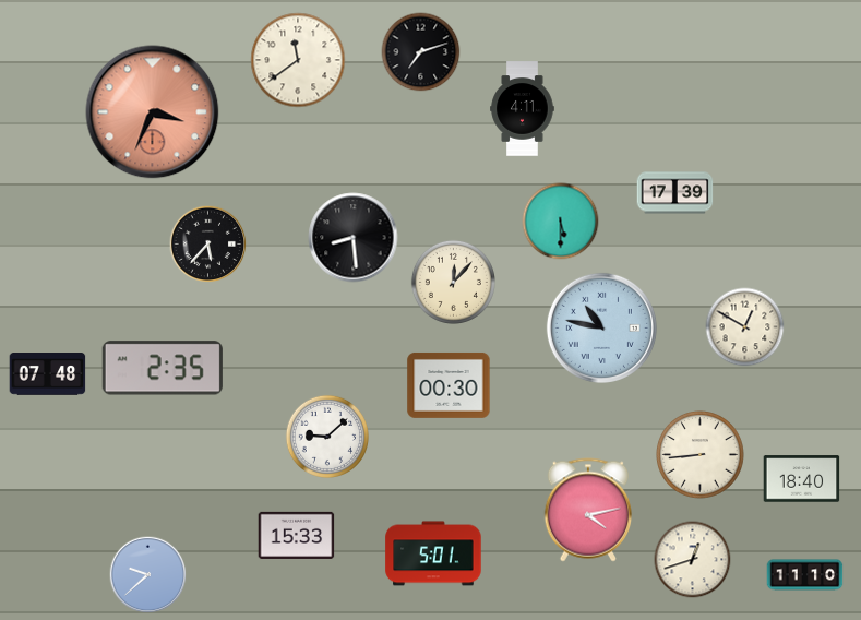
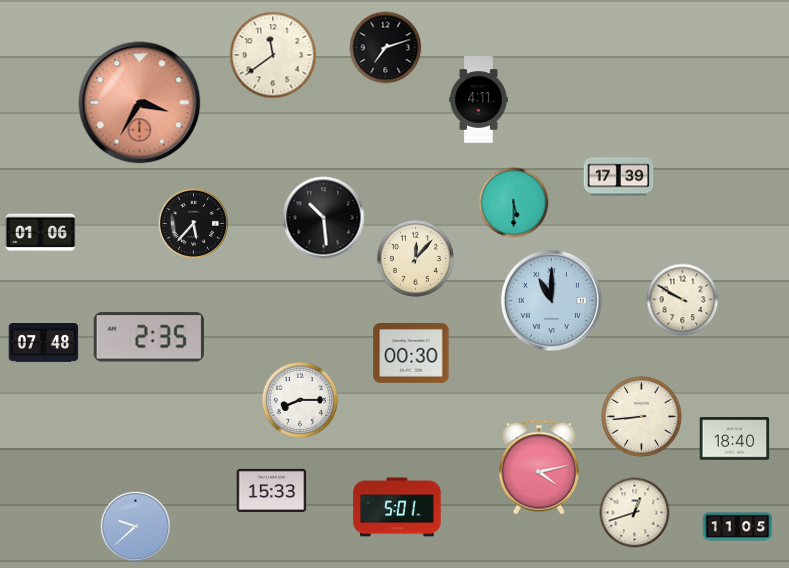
clock at (153, 112): 3:34 -> 3:35
clock at (354, 238): 8:29 -> 10:29
clock at (208, 245) position: (208, 245) -> (194, 224)
clock at (41, 233): none -> 01:06
clock at (601, 327): 10:47 -> 11:00
clock at (745, 327): 12:50 -> 9:50
clock at (326, 436): 9:08 -> 8:15
clock at (805, 575): 11:10 -> 11:05
